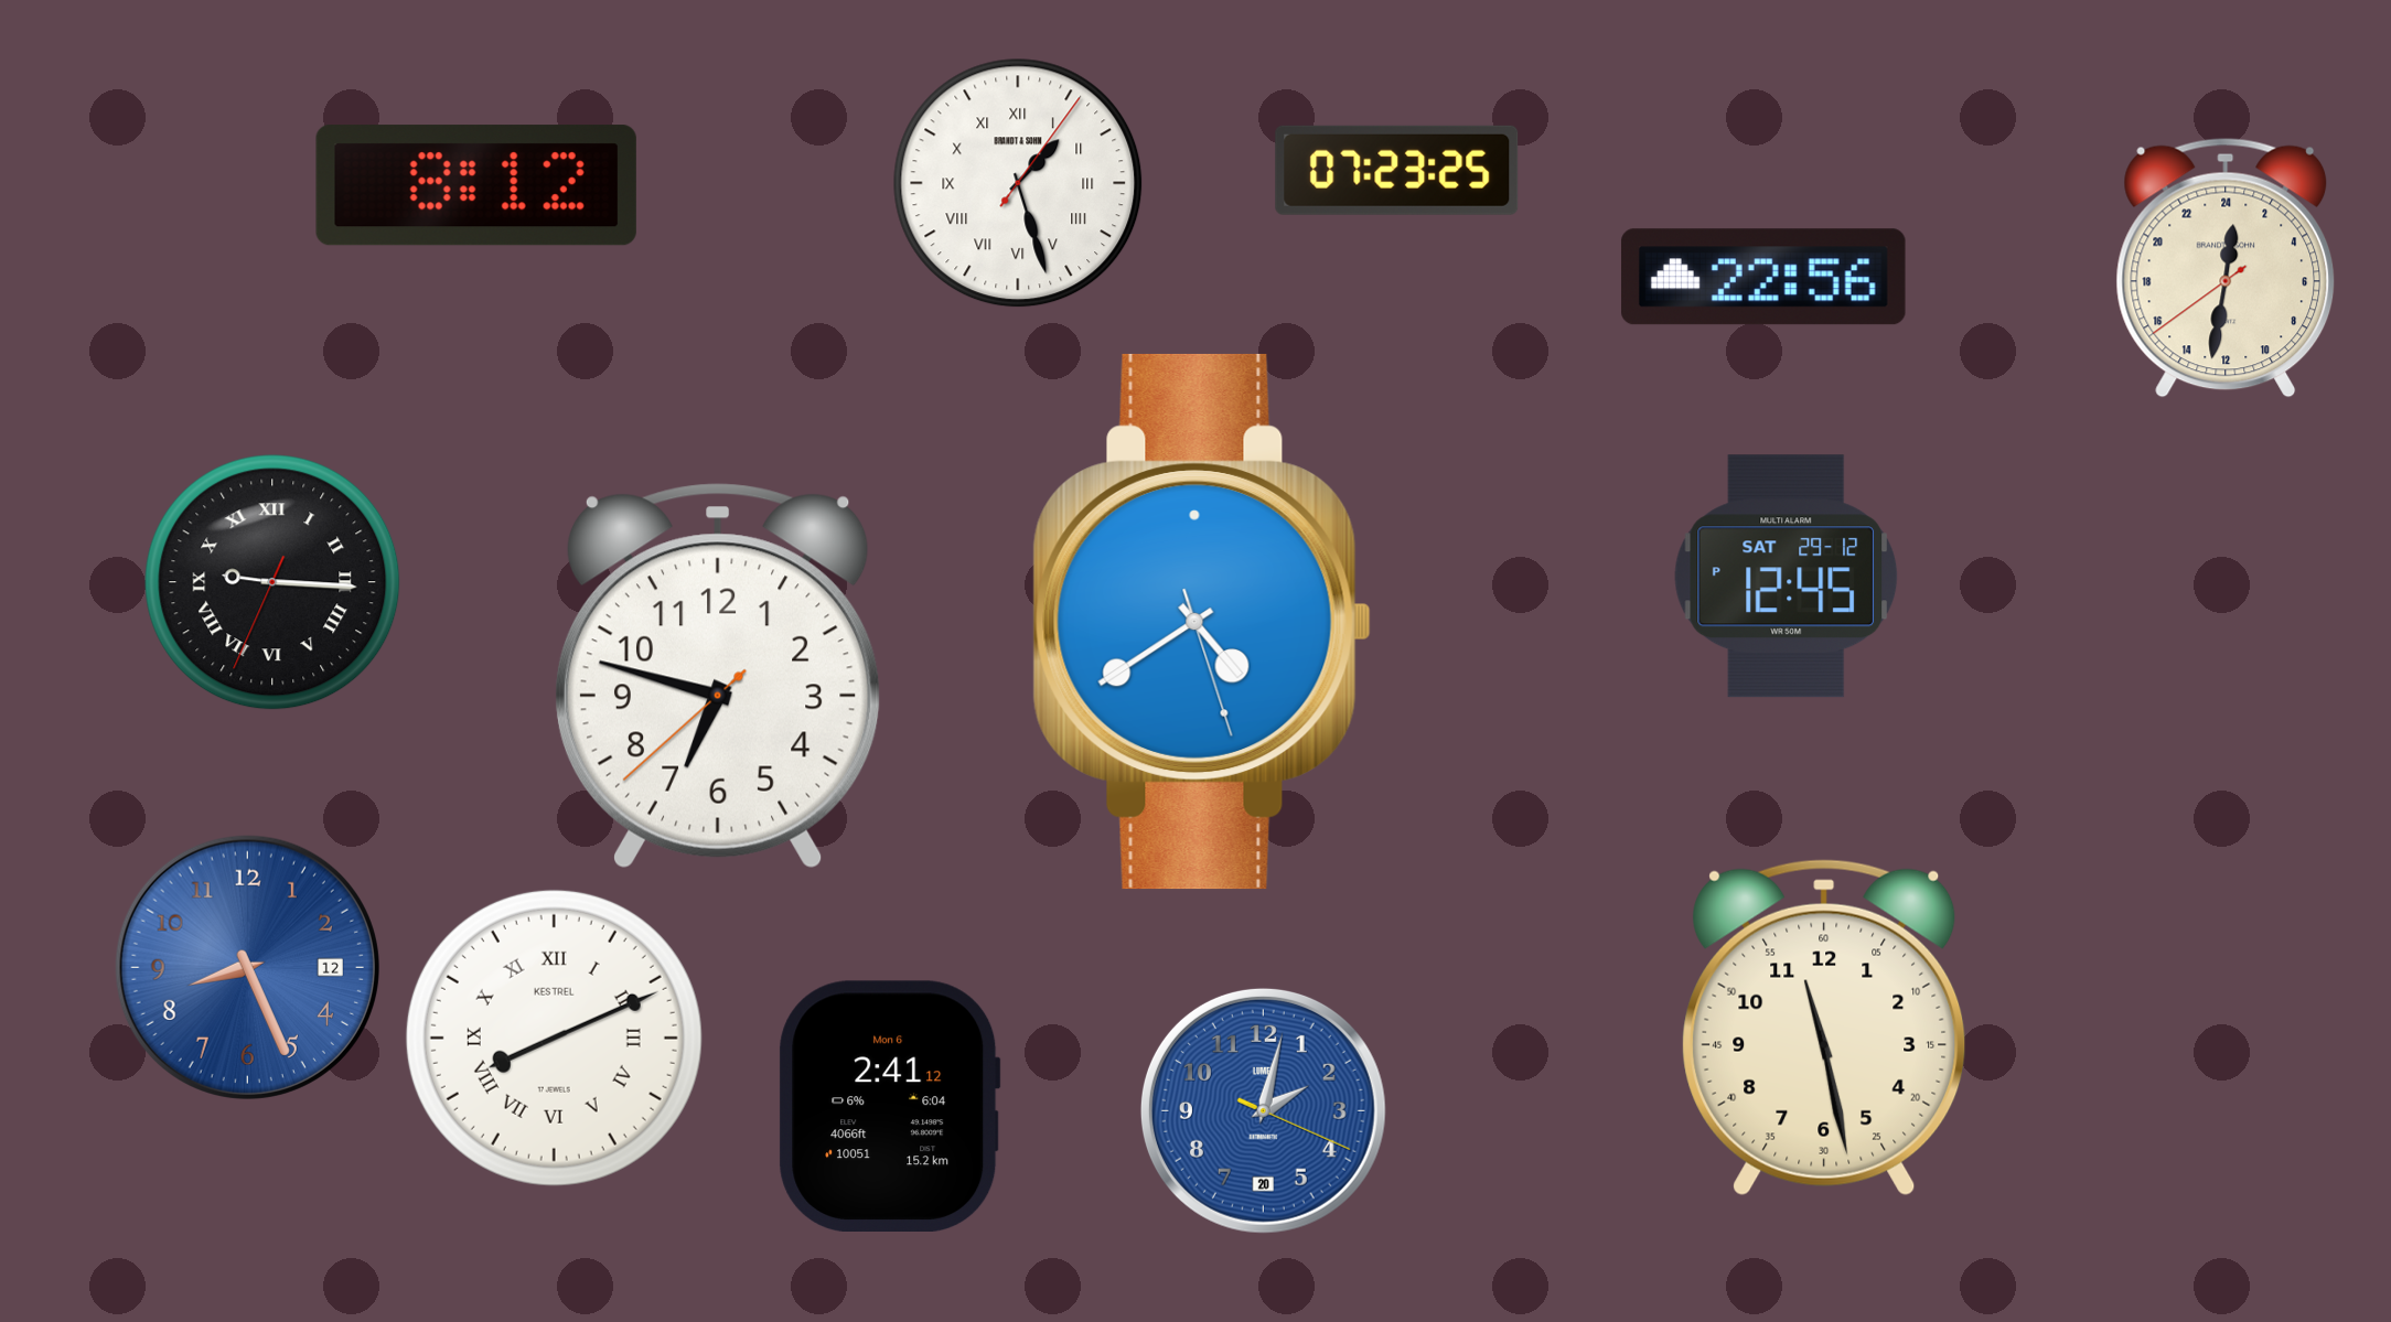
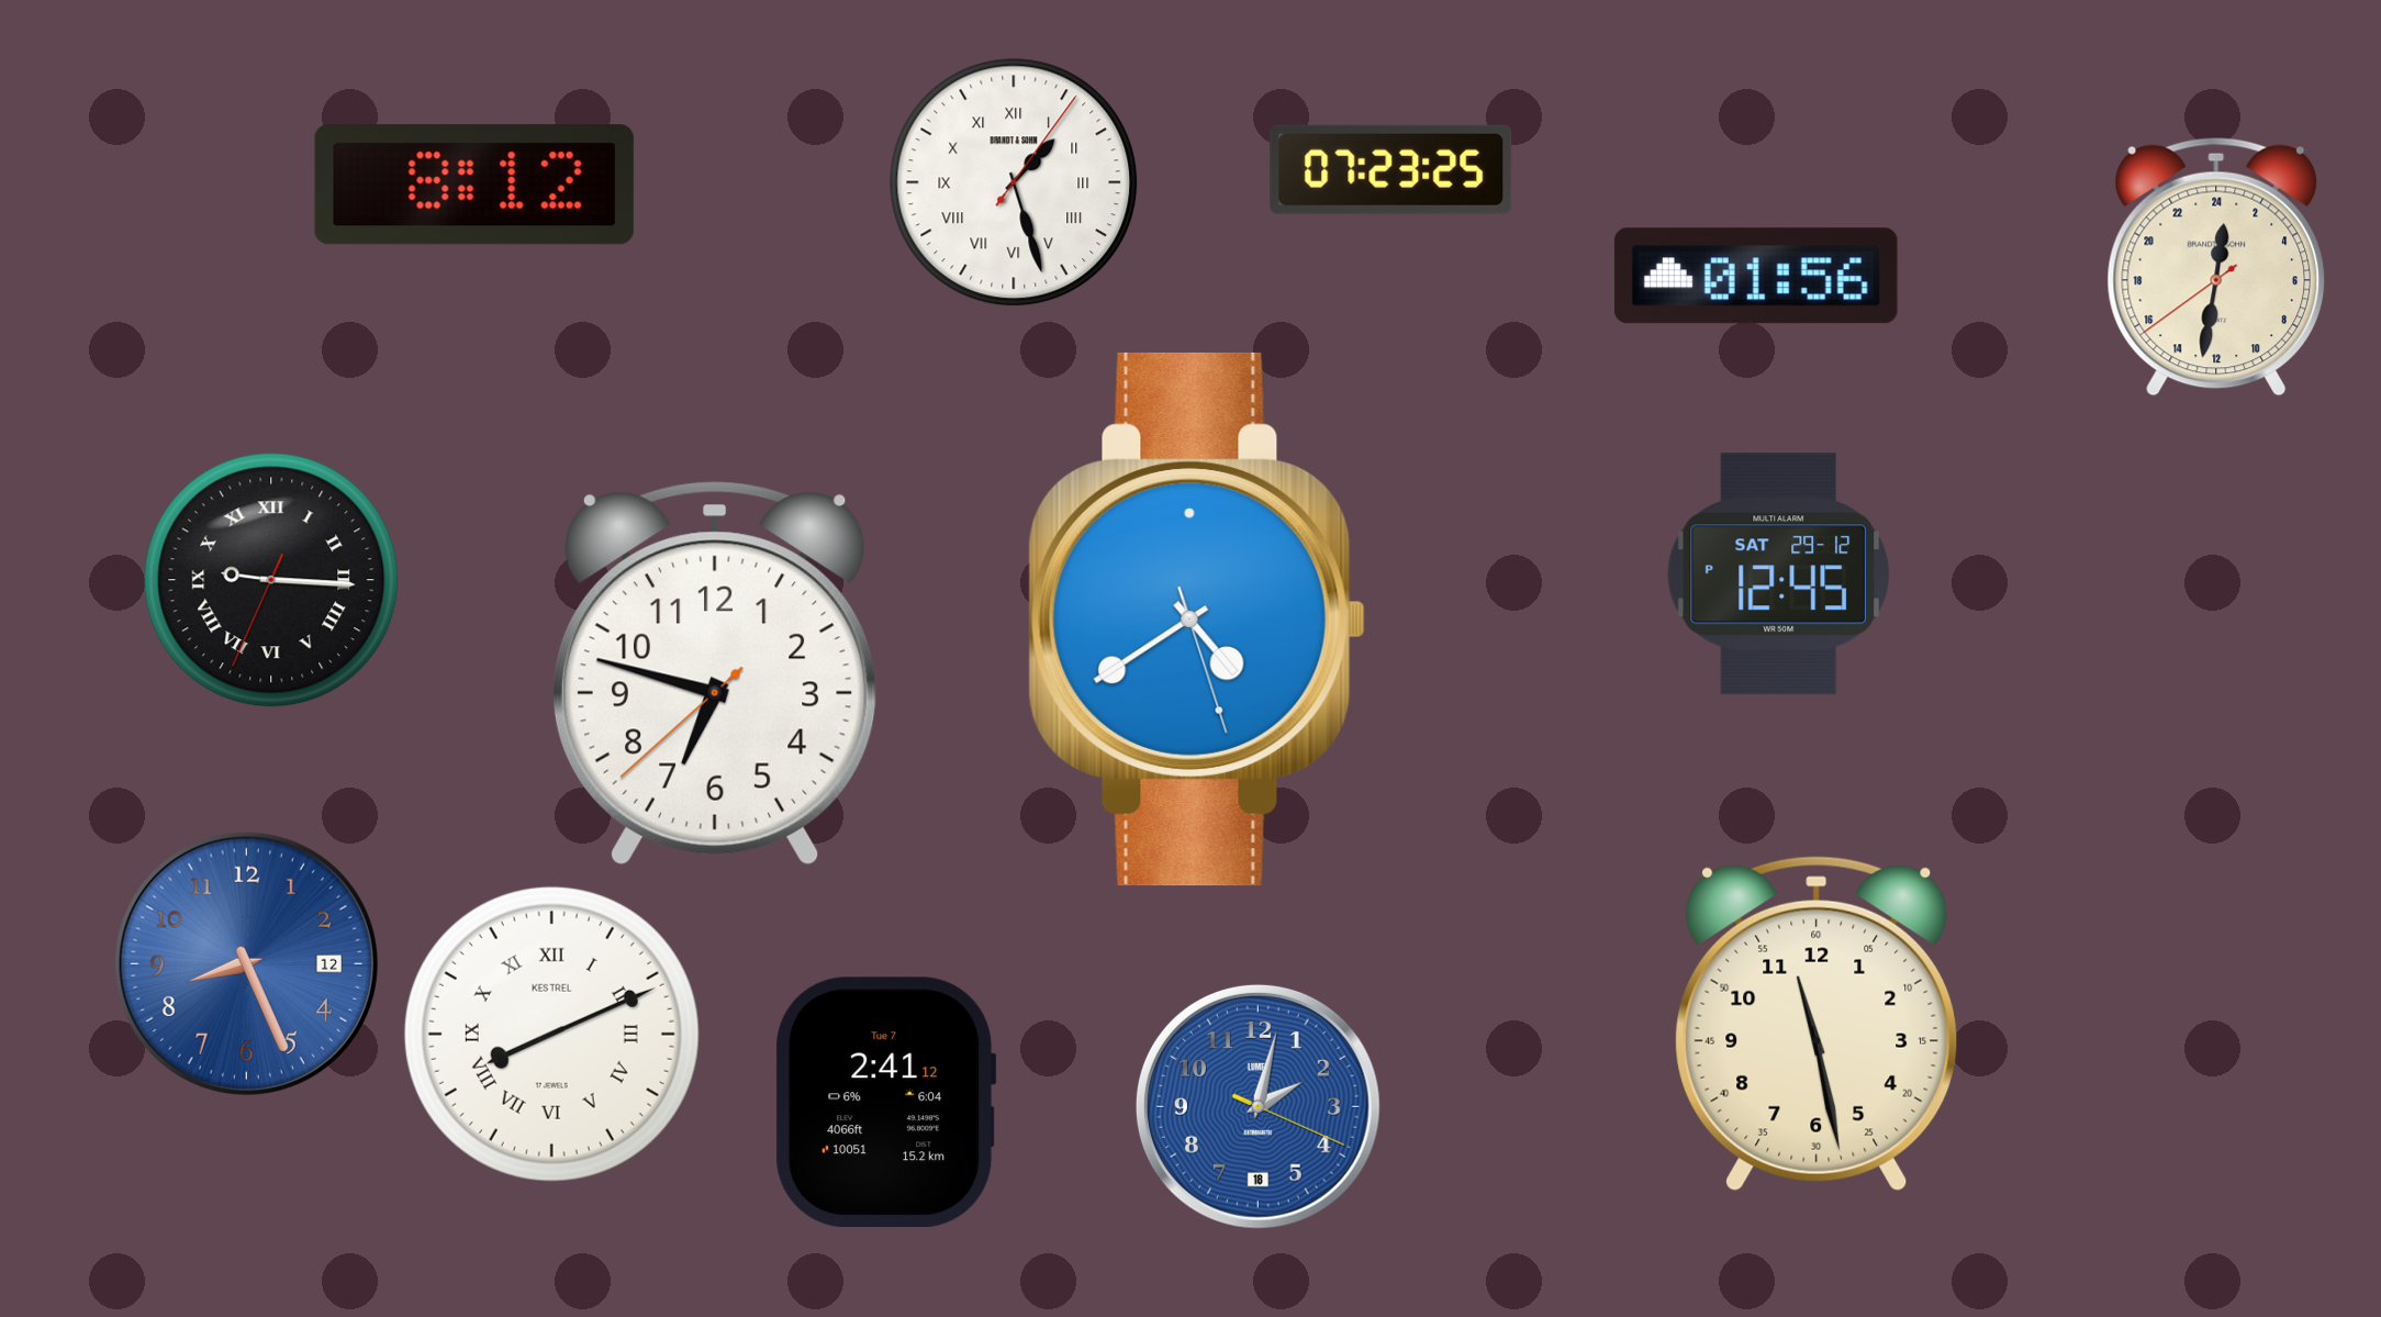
clock at (1763, 277): 22:56 -> 01:56
clock at (890, 1106) date: Mon 6 -> Tue 7
clock at (1263, 1110) date: 20 -> 18
